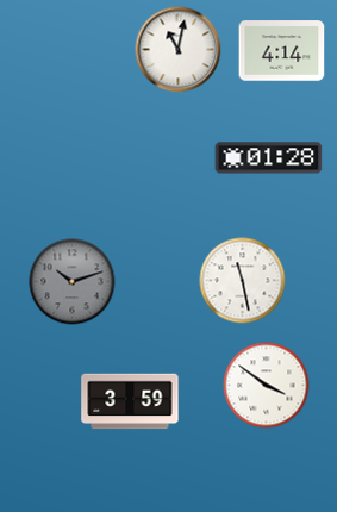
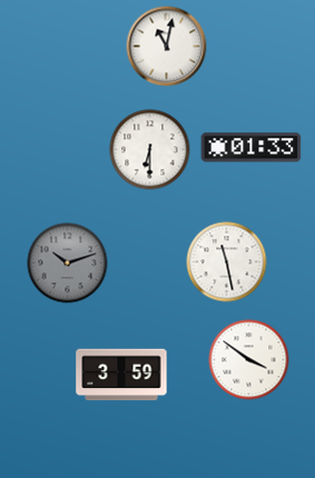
clock at (282, 51): 4:14 -> none
clock at (269, 158): 01:28 -> 01:33
clock at (150, 150): none -> 6:30
